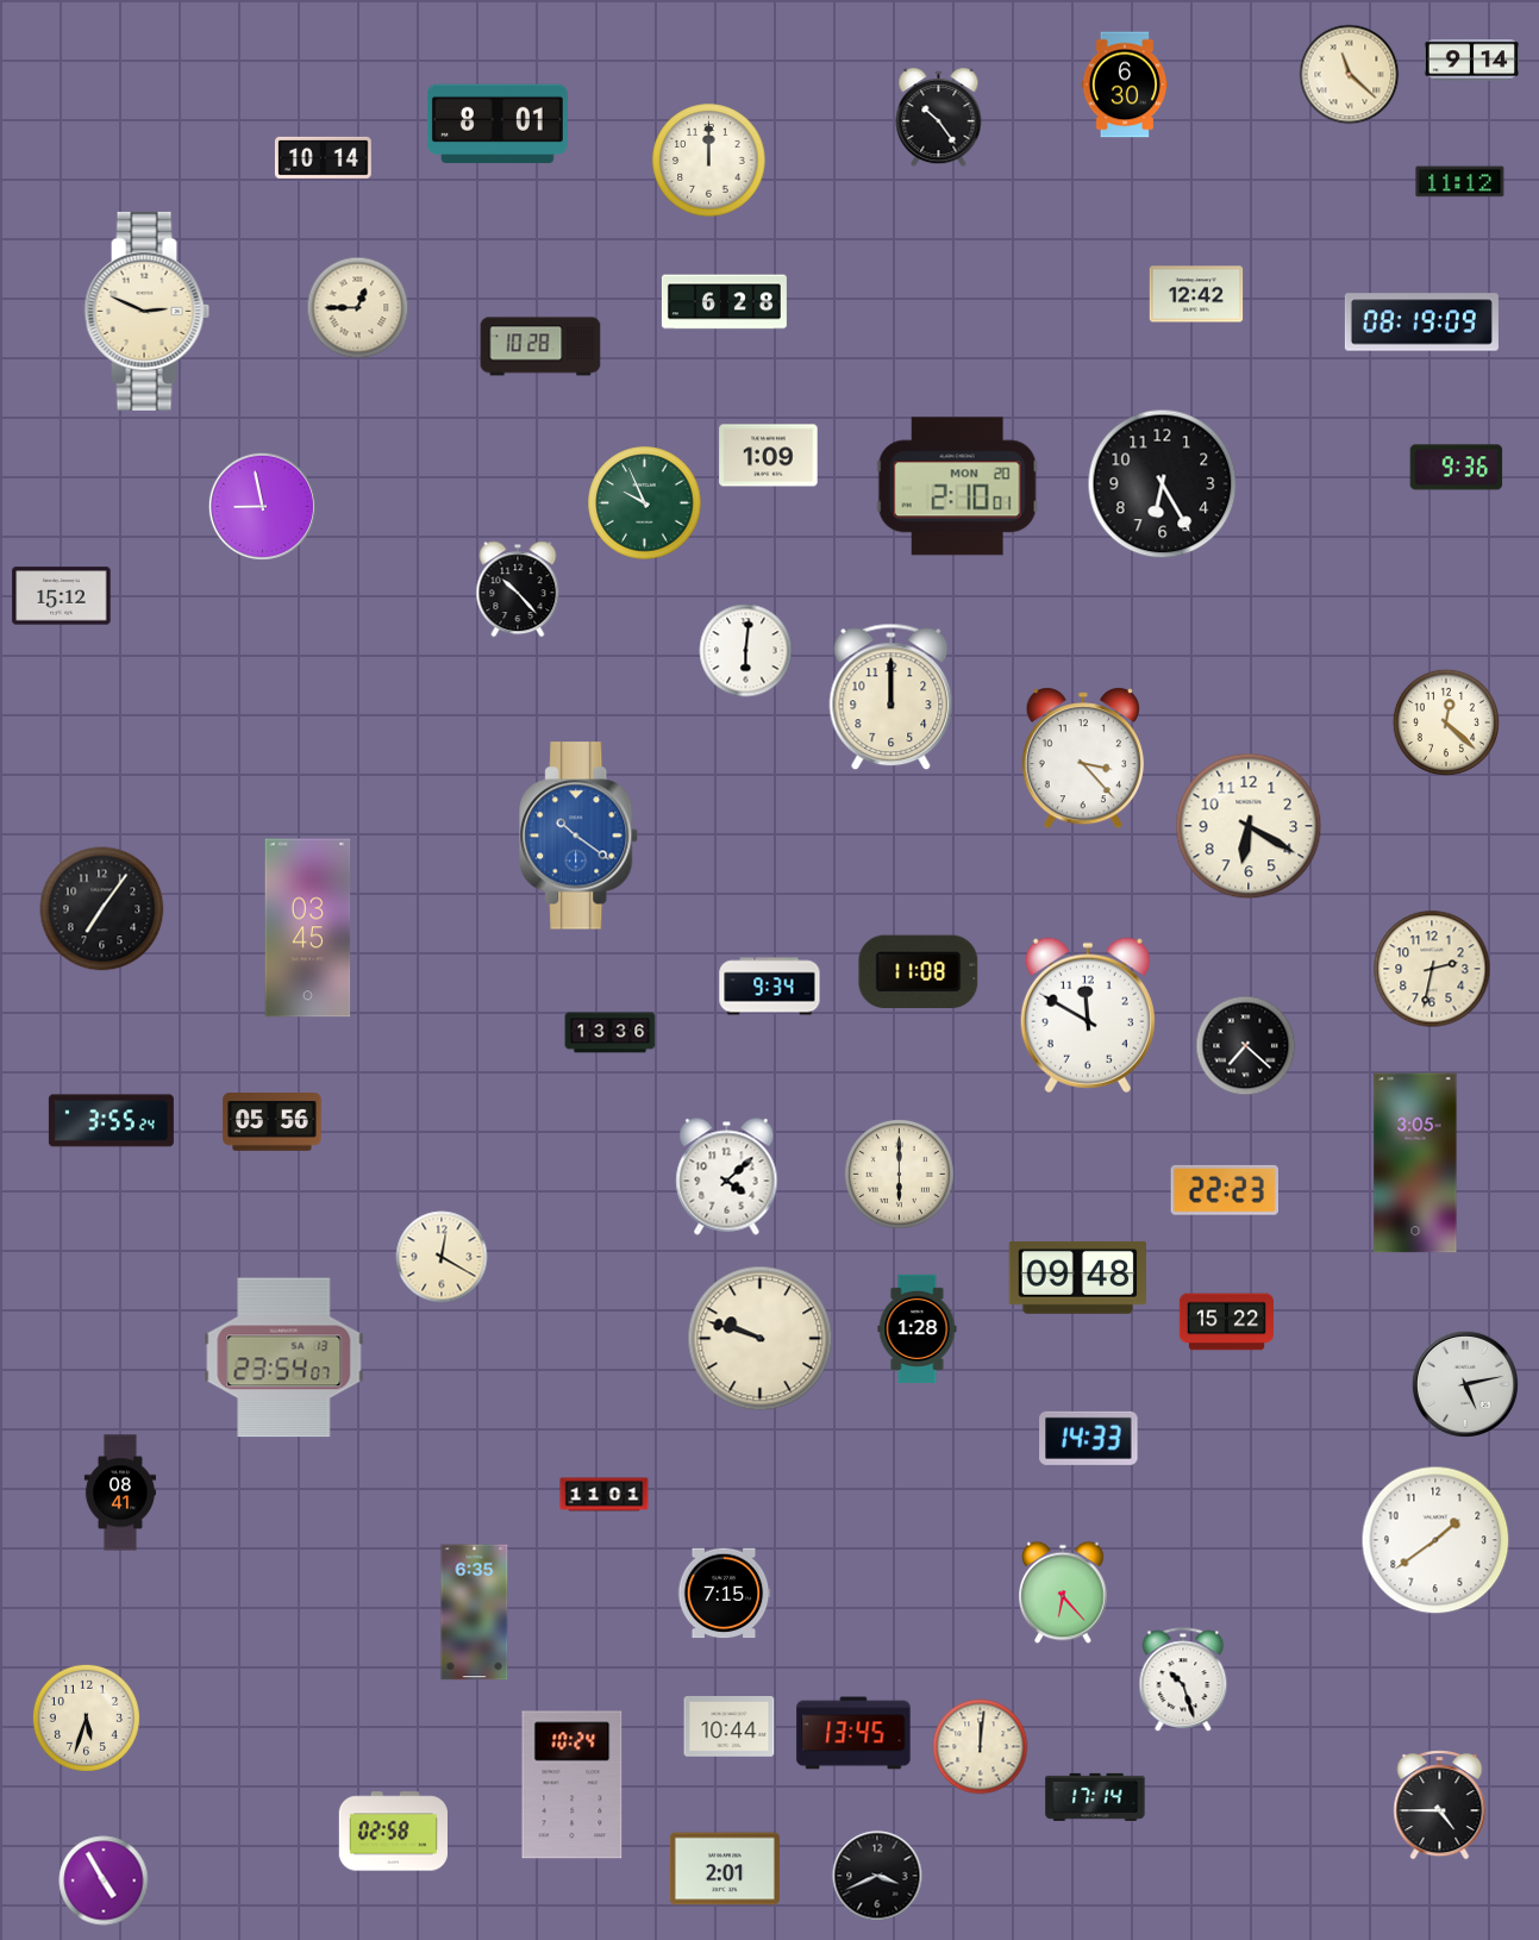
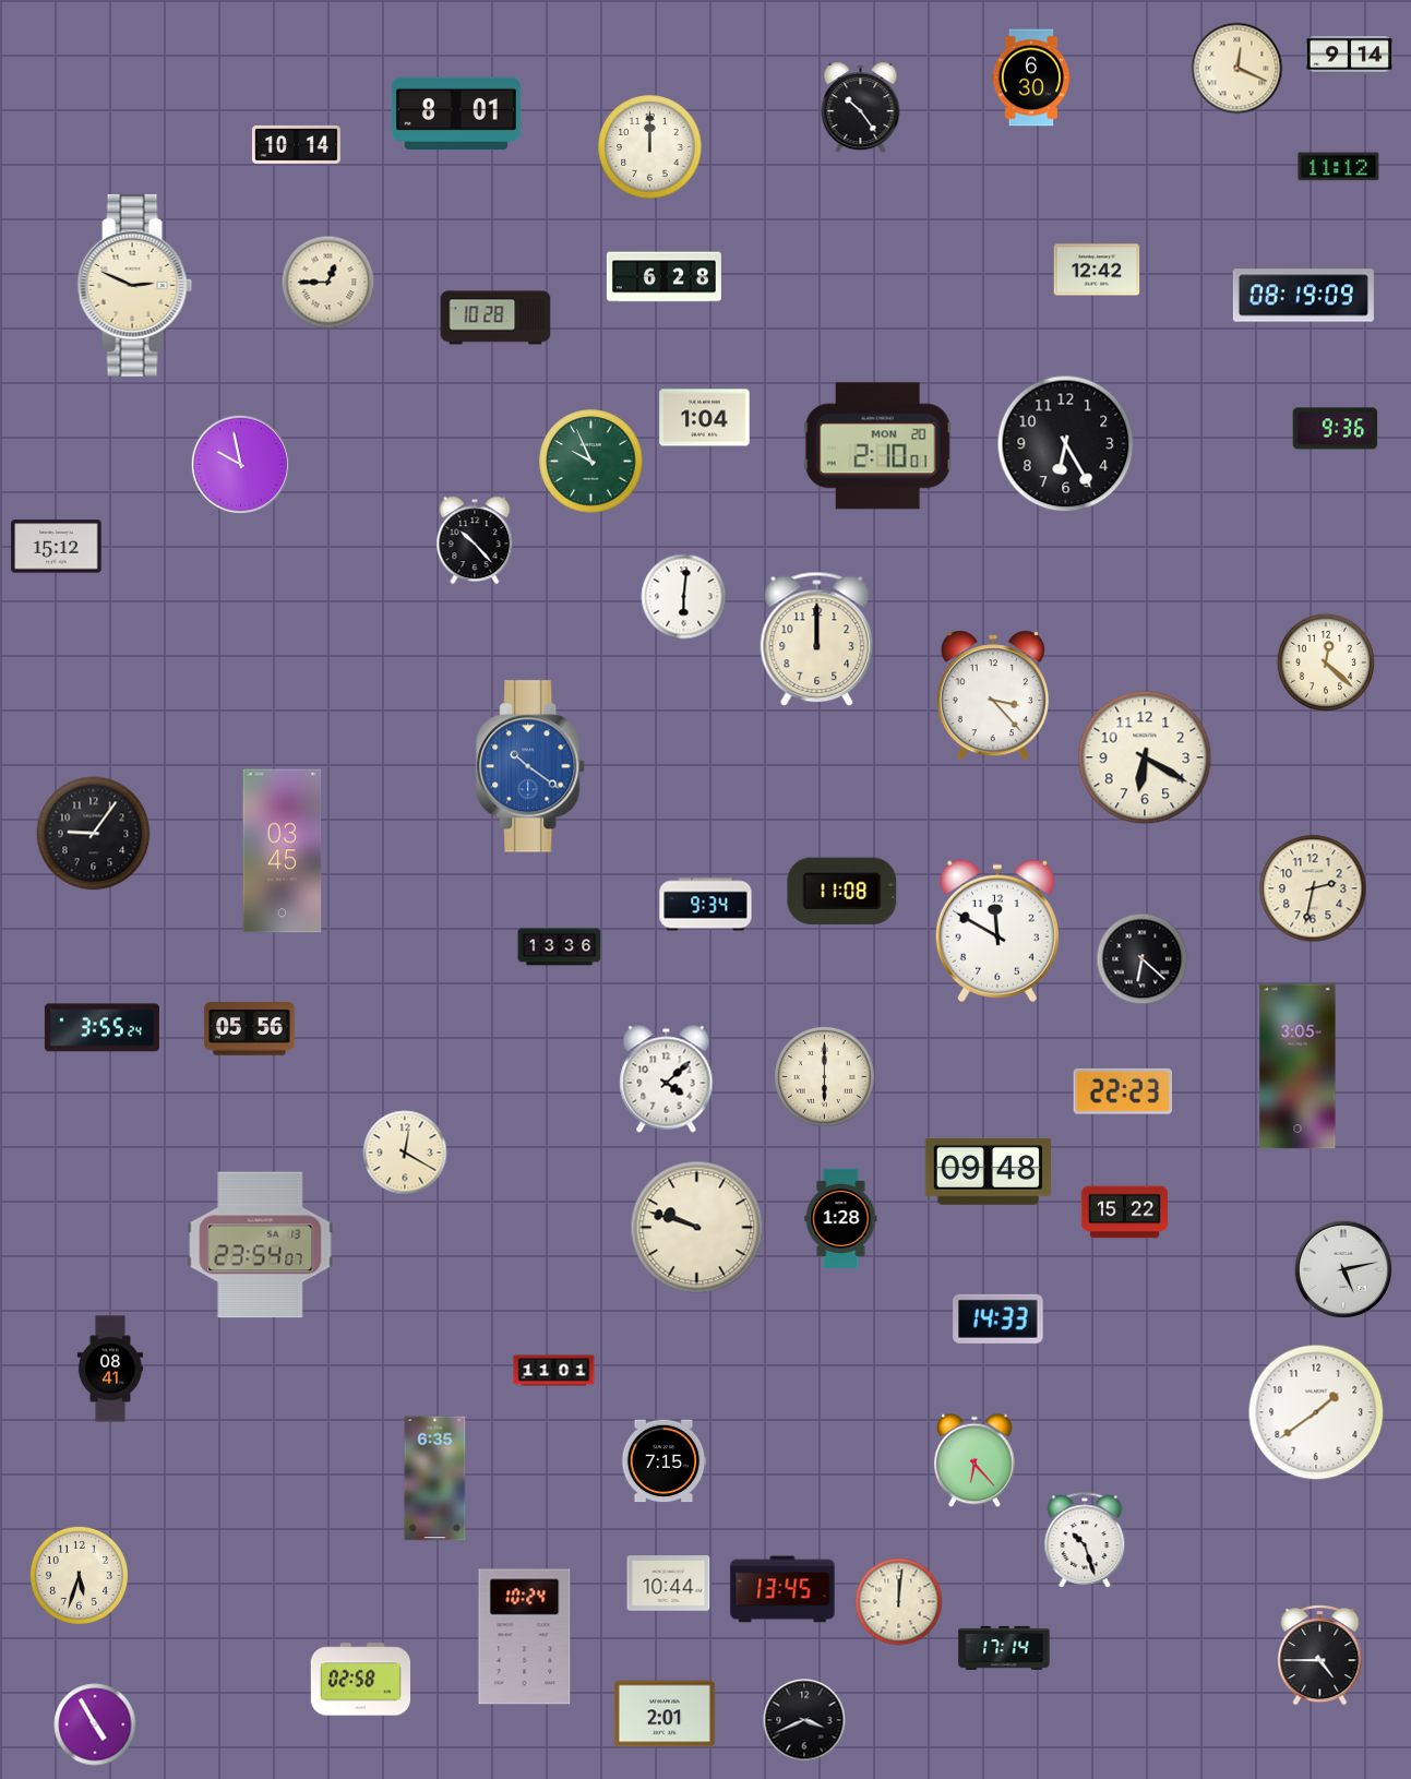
clock at (1350, 75): 11:22 -> 12:19
clock at (769, 456): 1:09 -> 1:04
clock at (262, 506): 8:58 -> 9:58
clock at (102, 909): 7:06 -> 9:06
clock at (1246, 1046): 7:22 -> 6:22
